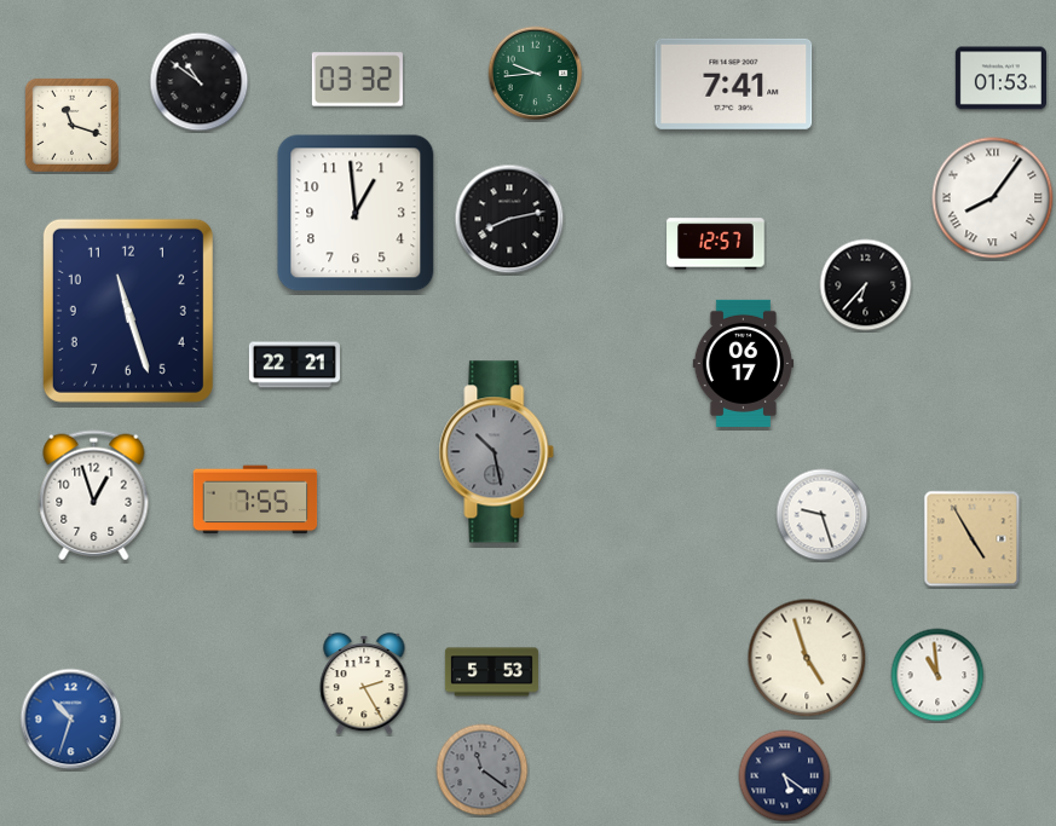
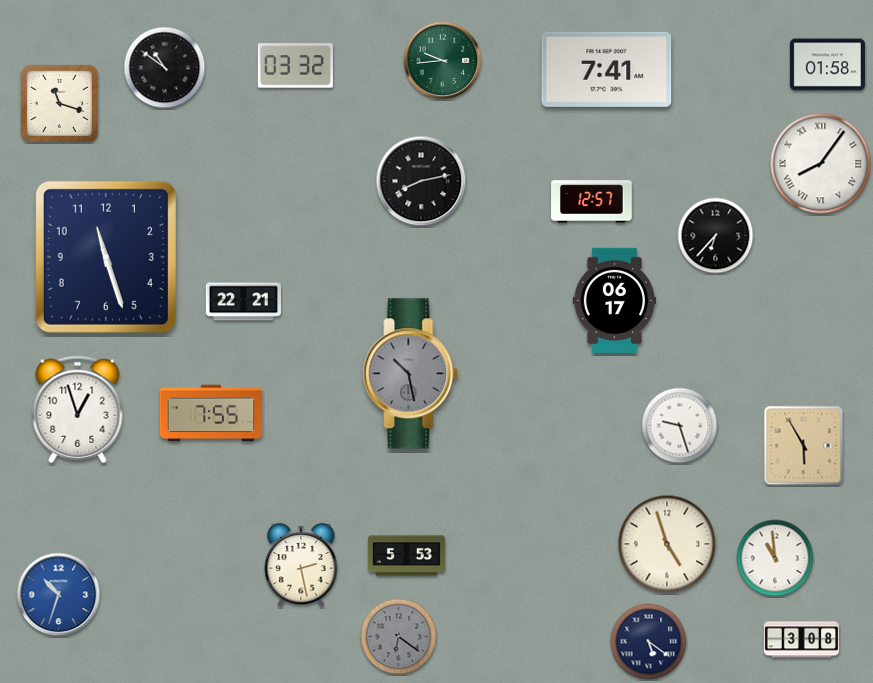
clock at (1000, 79): 01:53 -> 01:58
clock at (356, 213): 12:59 -> none
clock at (973, 539): 4:55 -> 5:55
clock at (364, 683): 2:25 -> 2:28
clock at (483, 770): 11:21 -> 6:21
clock at (801, 640): none -> 3:08
